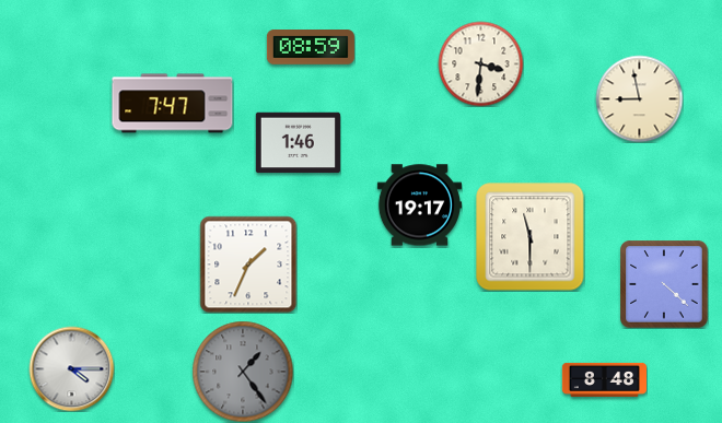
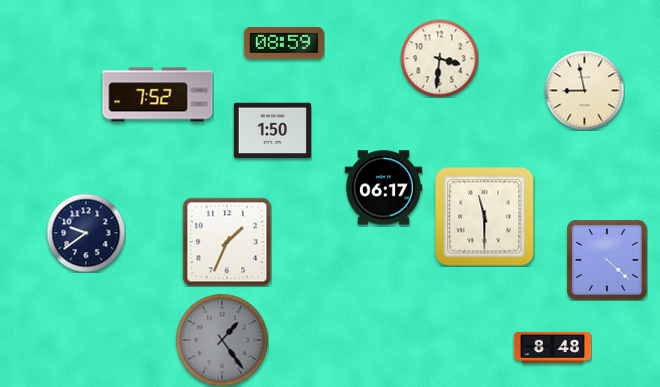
clock at (173, 104): 7:47 -> 7:52
clock at (298, 143): 1:46 -> 1:50
clock at (419, 205): 19:17 -> 06:17
clock at (86, 233): none -> 9:39
clock at (71, 368): 4:15 -> none
